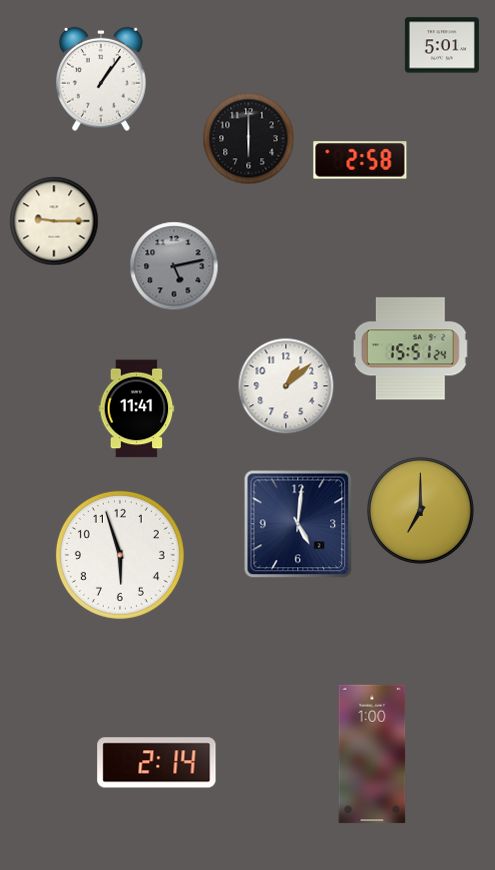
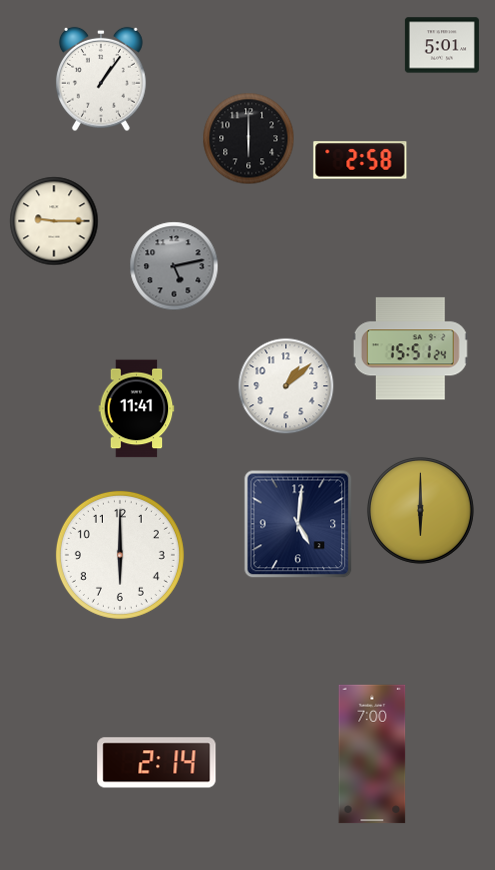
clock at (420, 510): 7:00 -> 6:00
clock at (120, 555): 5:57 -> 6:00
clock at (372, 754): 1:00 -> 7:00
